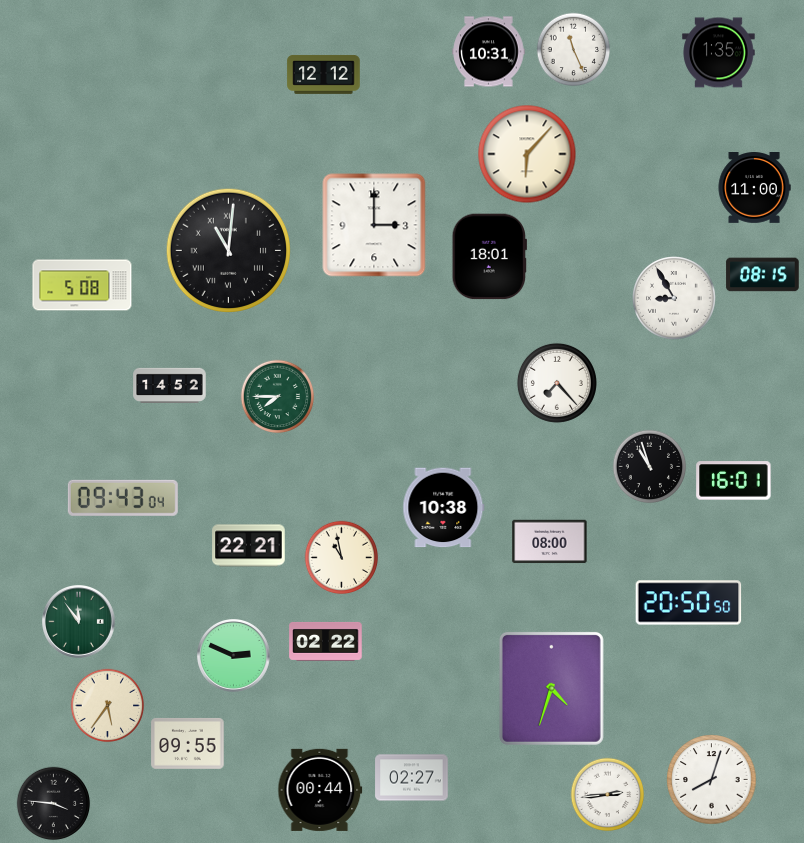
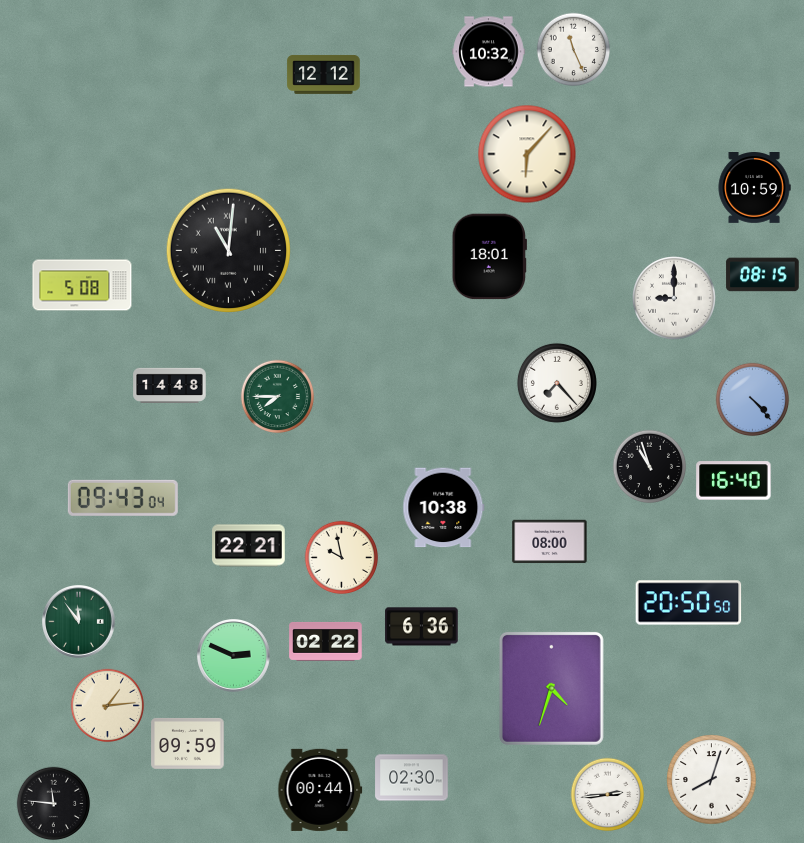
clock at (489, 52): 10:31 -> 10:32
clock at (719, 53): 1:35 -> none
clock at (754, 188): 11:00 -> 10:59
clock at (374, 225): 3:00 -> none
clock at (675, 299): 8:55 -> 9:00
clock at (170, 385): 14:52 -> 14:48
clock at (753, 400): none -> 4:23
clock at (734, 481): 16:01 -> 16:40
clock at (342, 558): 10:58 -> 9:58
clock at (422, 627): none -> 6:36
clock at (108, 706): 5:36 -> 1:14
clock at (188, 744): 09:55 -> 09:59
clock at (412, 778): 02:27 -> 02:30
clock at (54, 804): 3:46 -> 11:46
